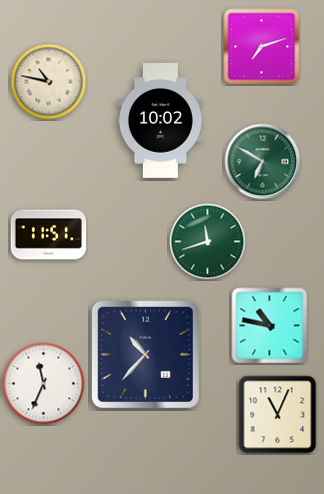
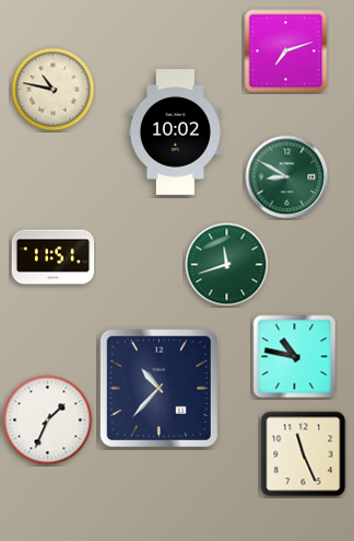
clock at (263, 162): 6:50 -> 8:50
clock at (44, 384): 11:34 -> 1:34
clock at (278, 415): 11:04 -> 11:26
